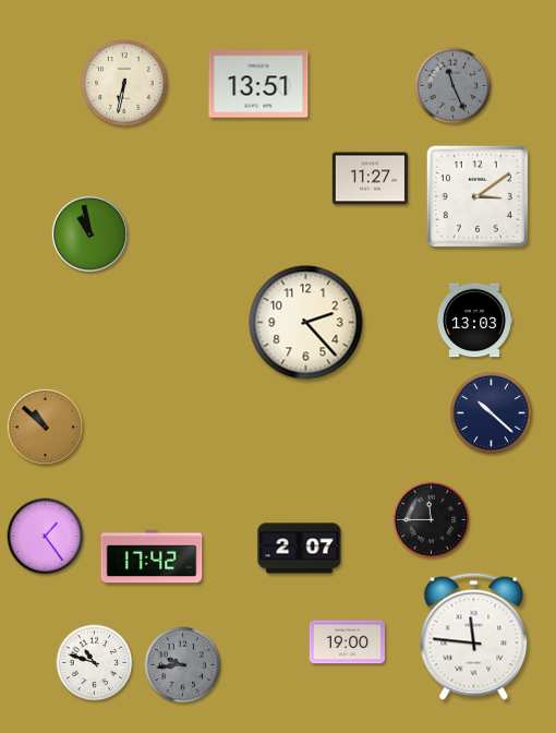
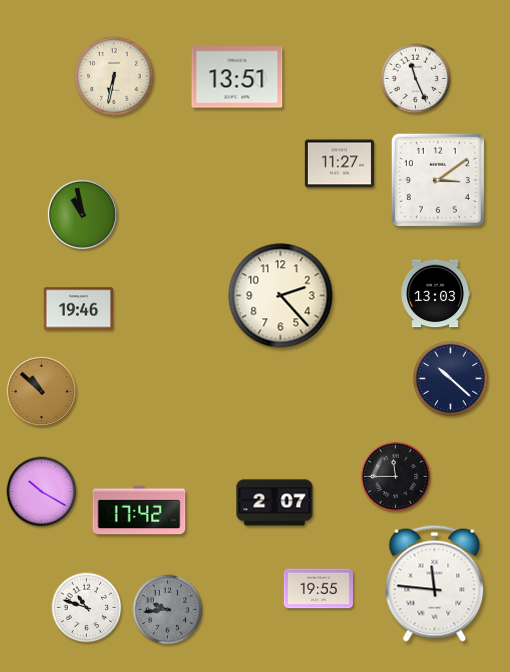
clock at (454, 86) dial: grey -> white
clock at (78, 309): none -> 19:46
clock at (46, 537): 1:24 -> 10:20
clock at (347, 642): 19:00 -> 19:55
